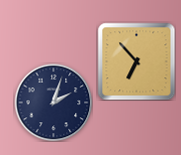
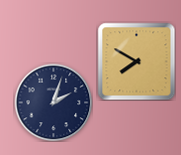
clock at (136, 61): 6:53 -> 7:50
